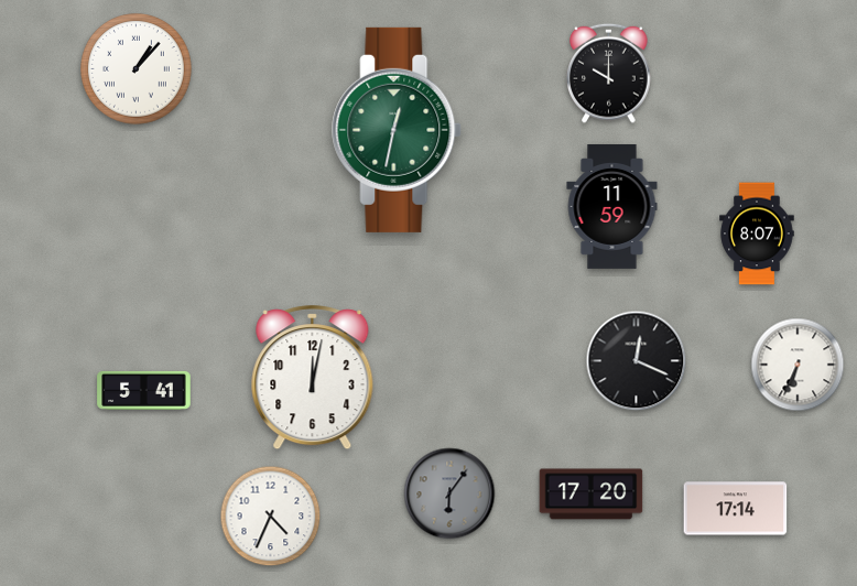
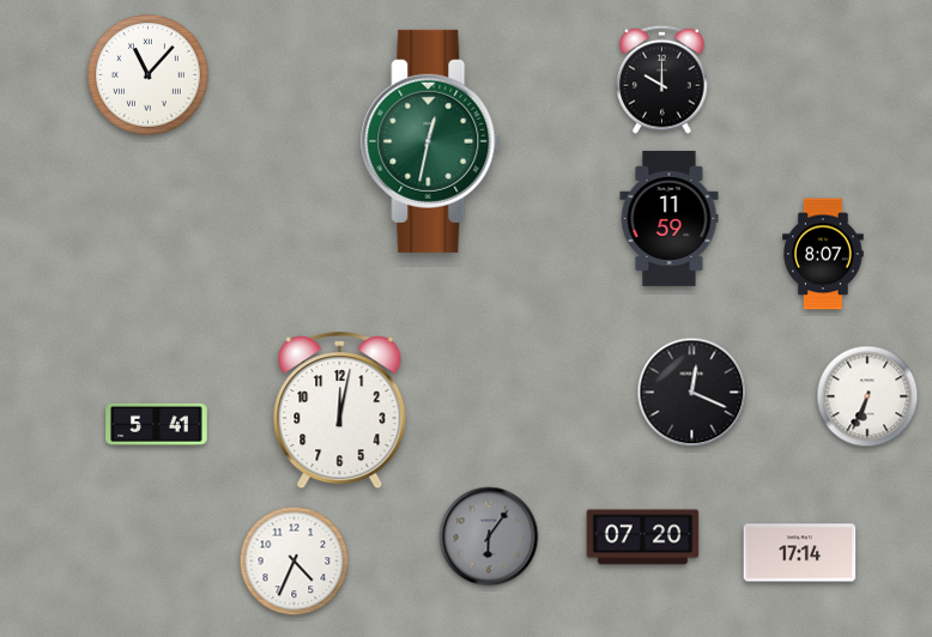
clock at (137, 69): 1:07 -> 11:07
clock at (612, 206) position: (612, 206) -> (670, 218)
clock at (592, 495): 17:20 -> 07:20
